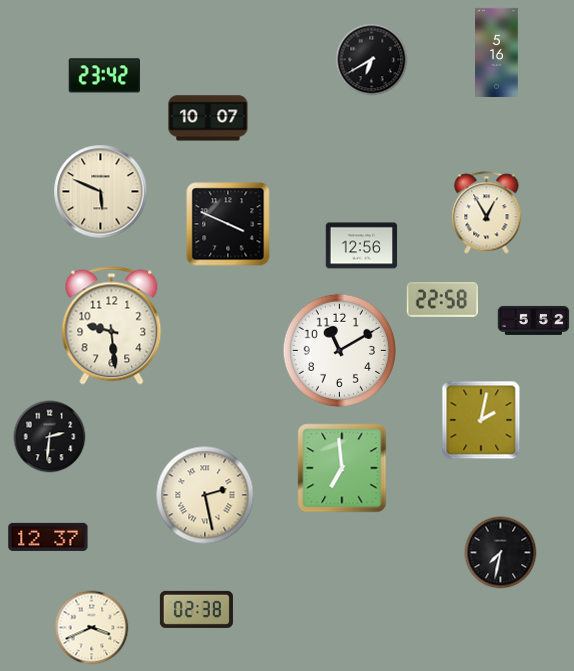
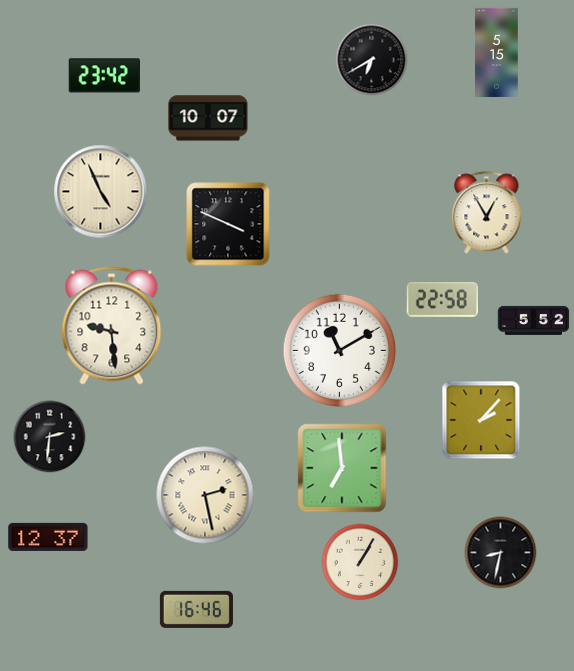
clock at (497, 52): 5:16 -> 5:15
clock at (101, 192): 5:49 -> 4:56
clock at (362, 246): 12:56 -> none
clock at (481, 420): 2:02 -> 2:07
clock at (501, 553): 7:32 -> 8:32
clock at (360, 562): none -> 1:05
clock at (196, 609): 02:38 -> 16:46
clock at (92, 628): 3:41 -> none
